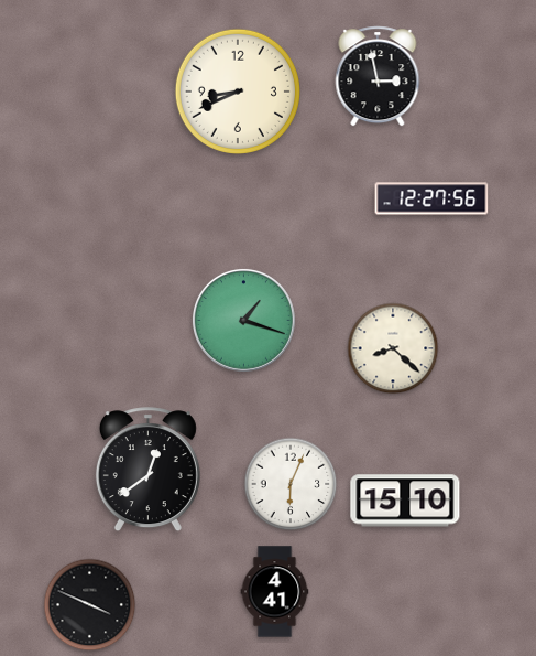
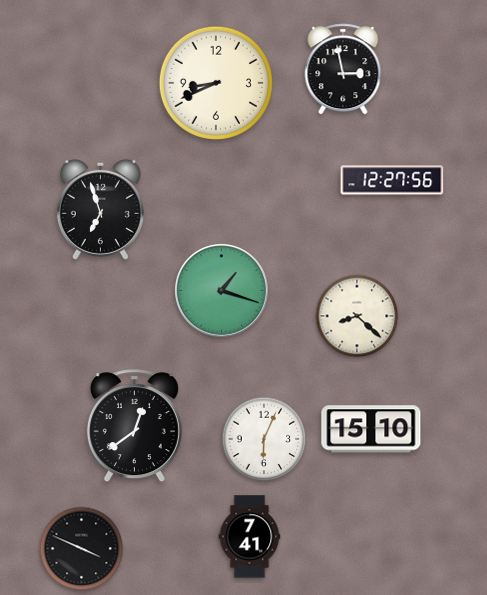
clock at (100, 209): none -> 6:57
clock at (405, 501) position: (405, 501) -> (371, 429)
clock at (275, 592): 4:41 -> 7:41
